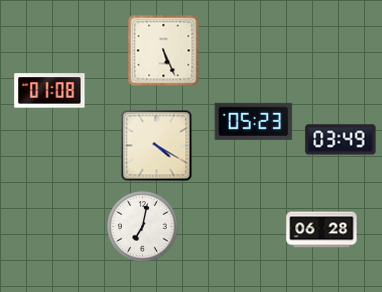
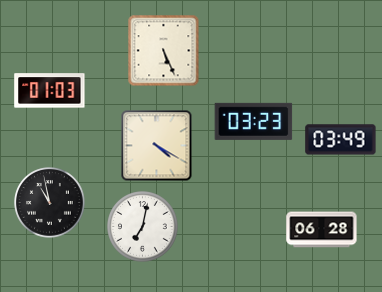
clock at (50, 91): 01:08 -> 01:03
clock at (254, 121): 05:23 -> 03:23
clock at (50, 203): none -> 10:58
